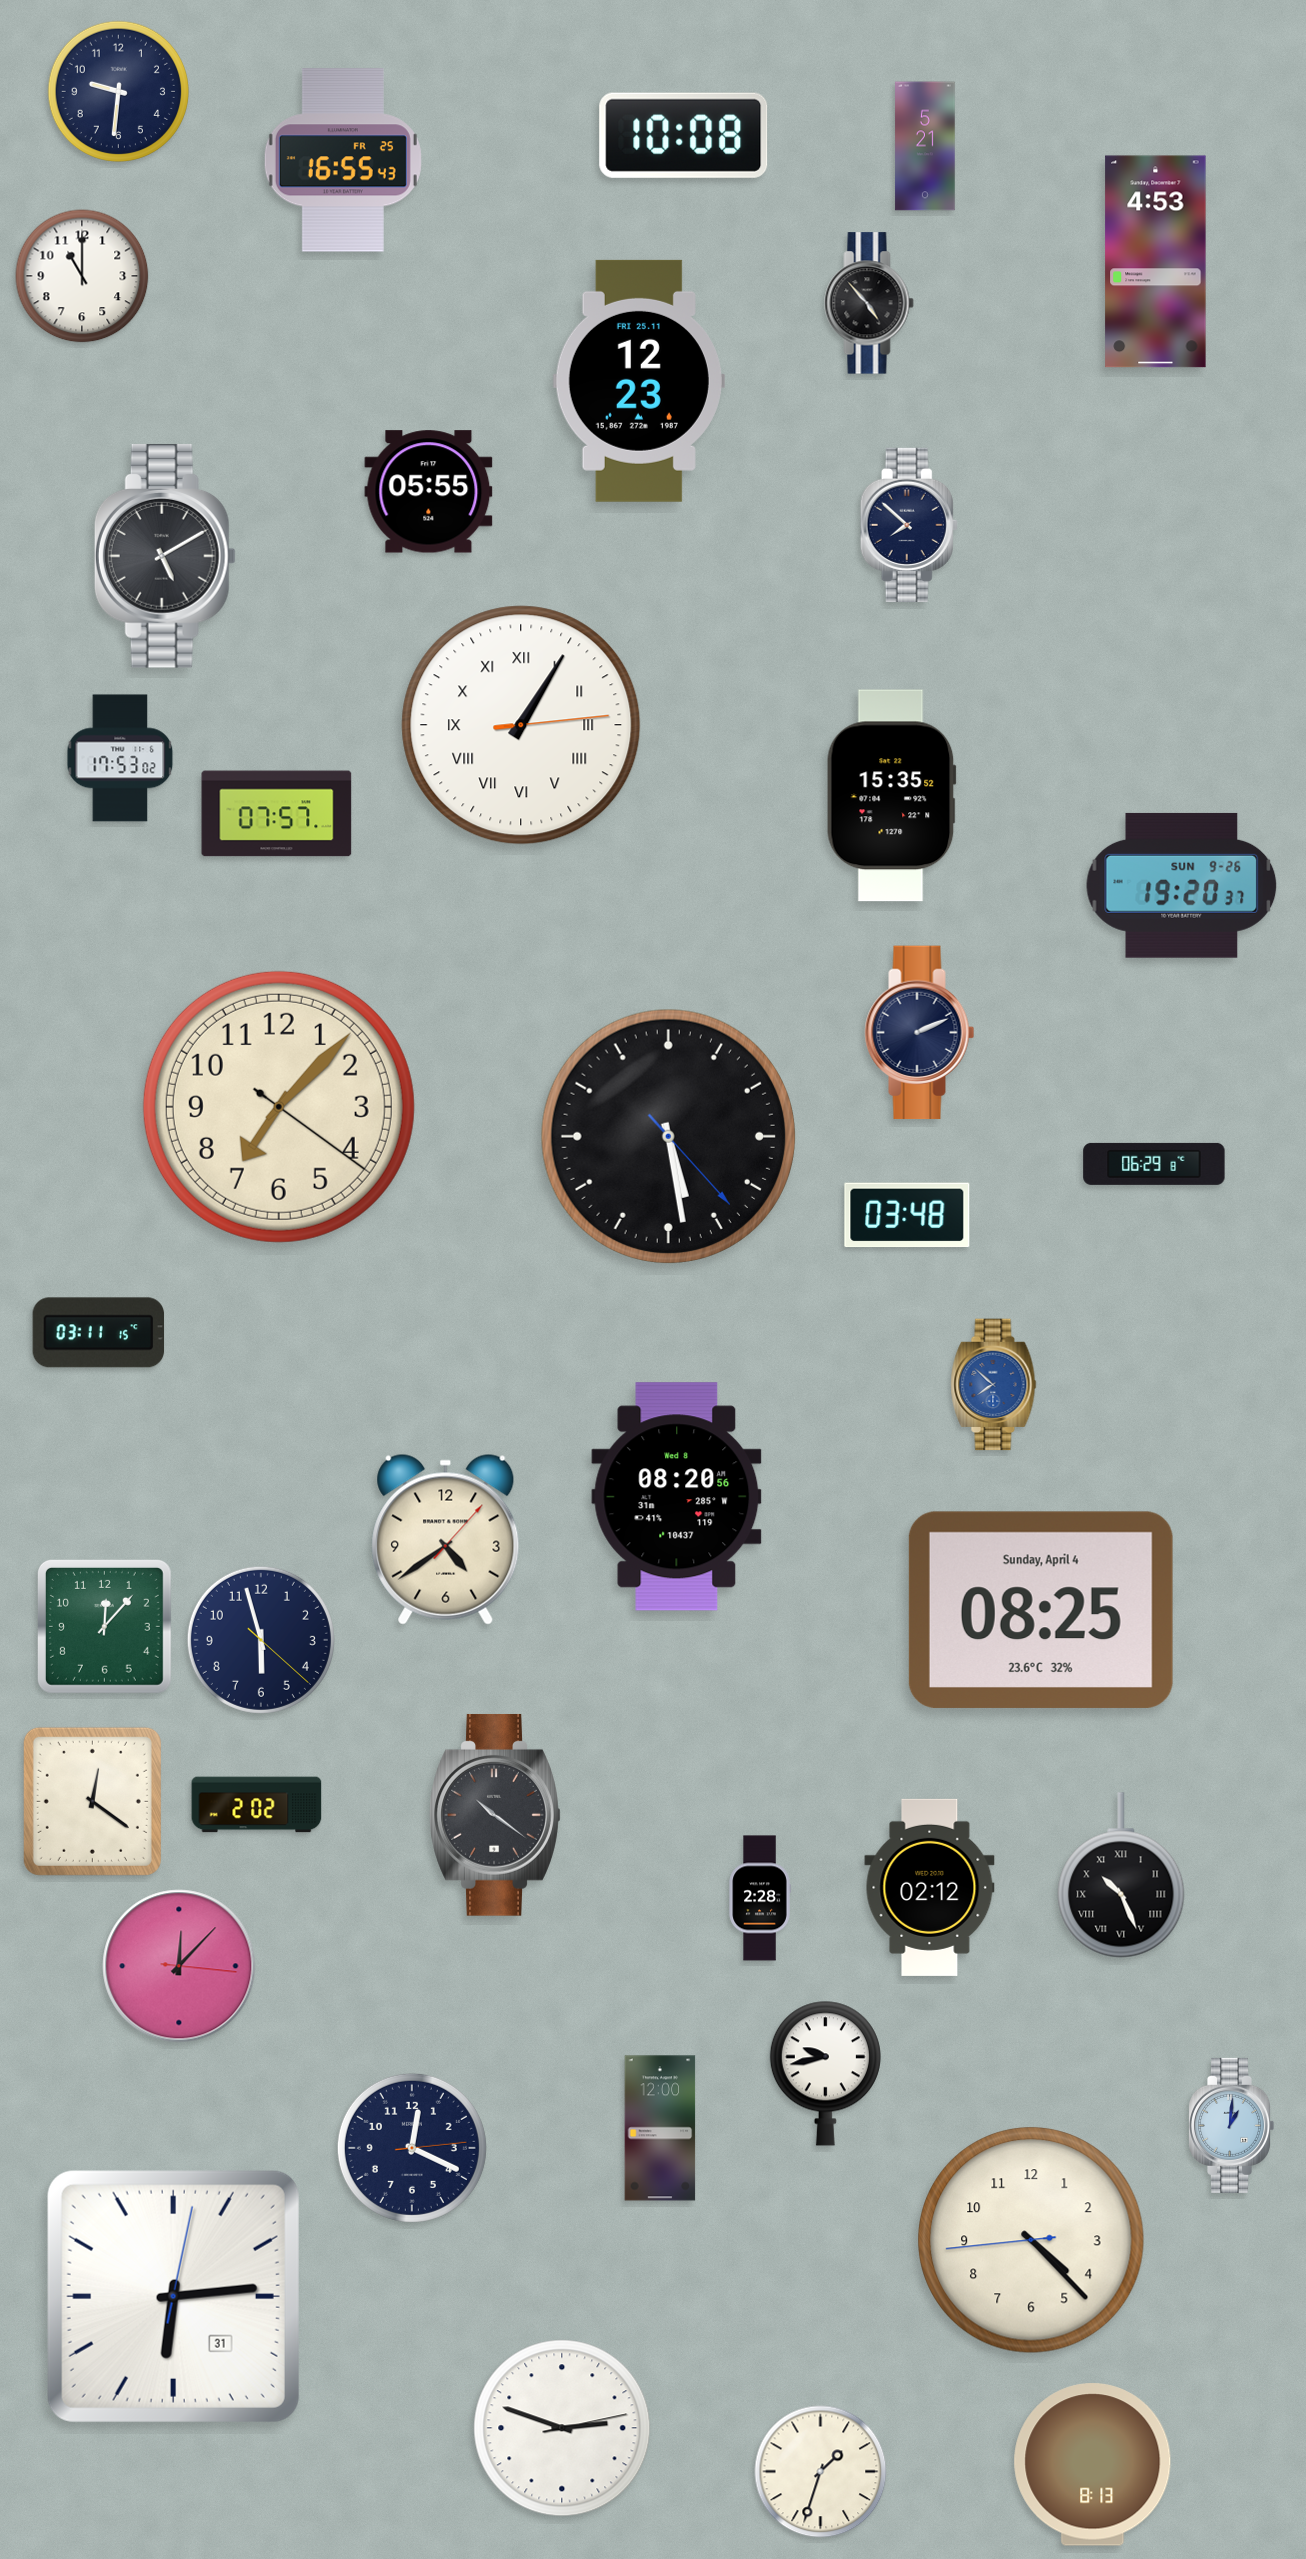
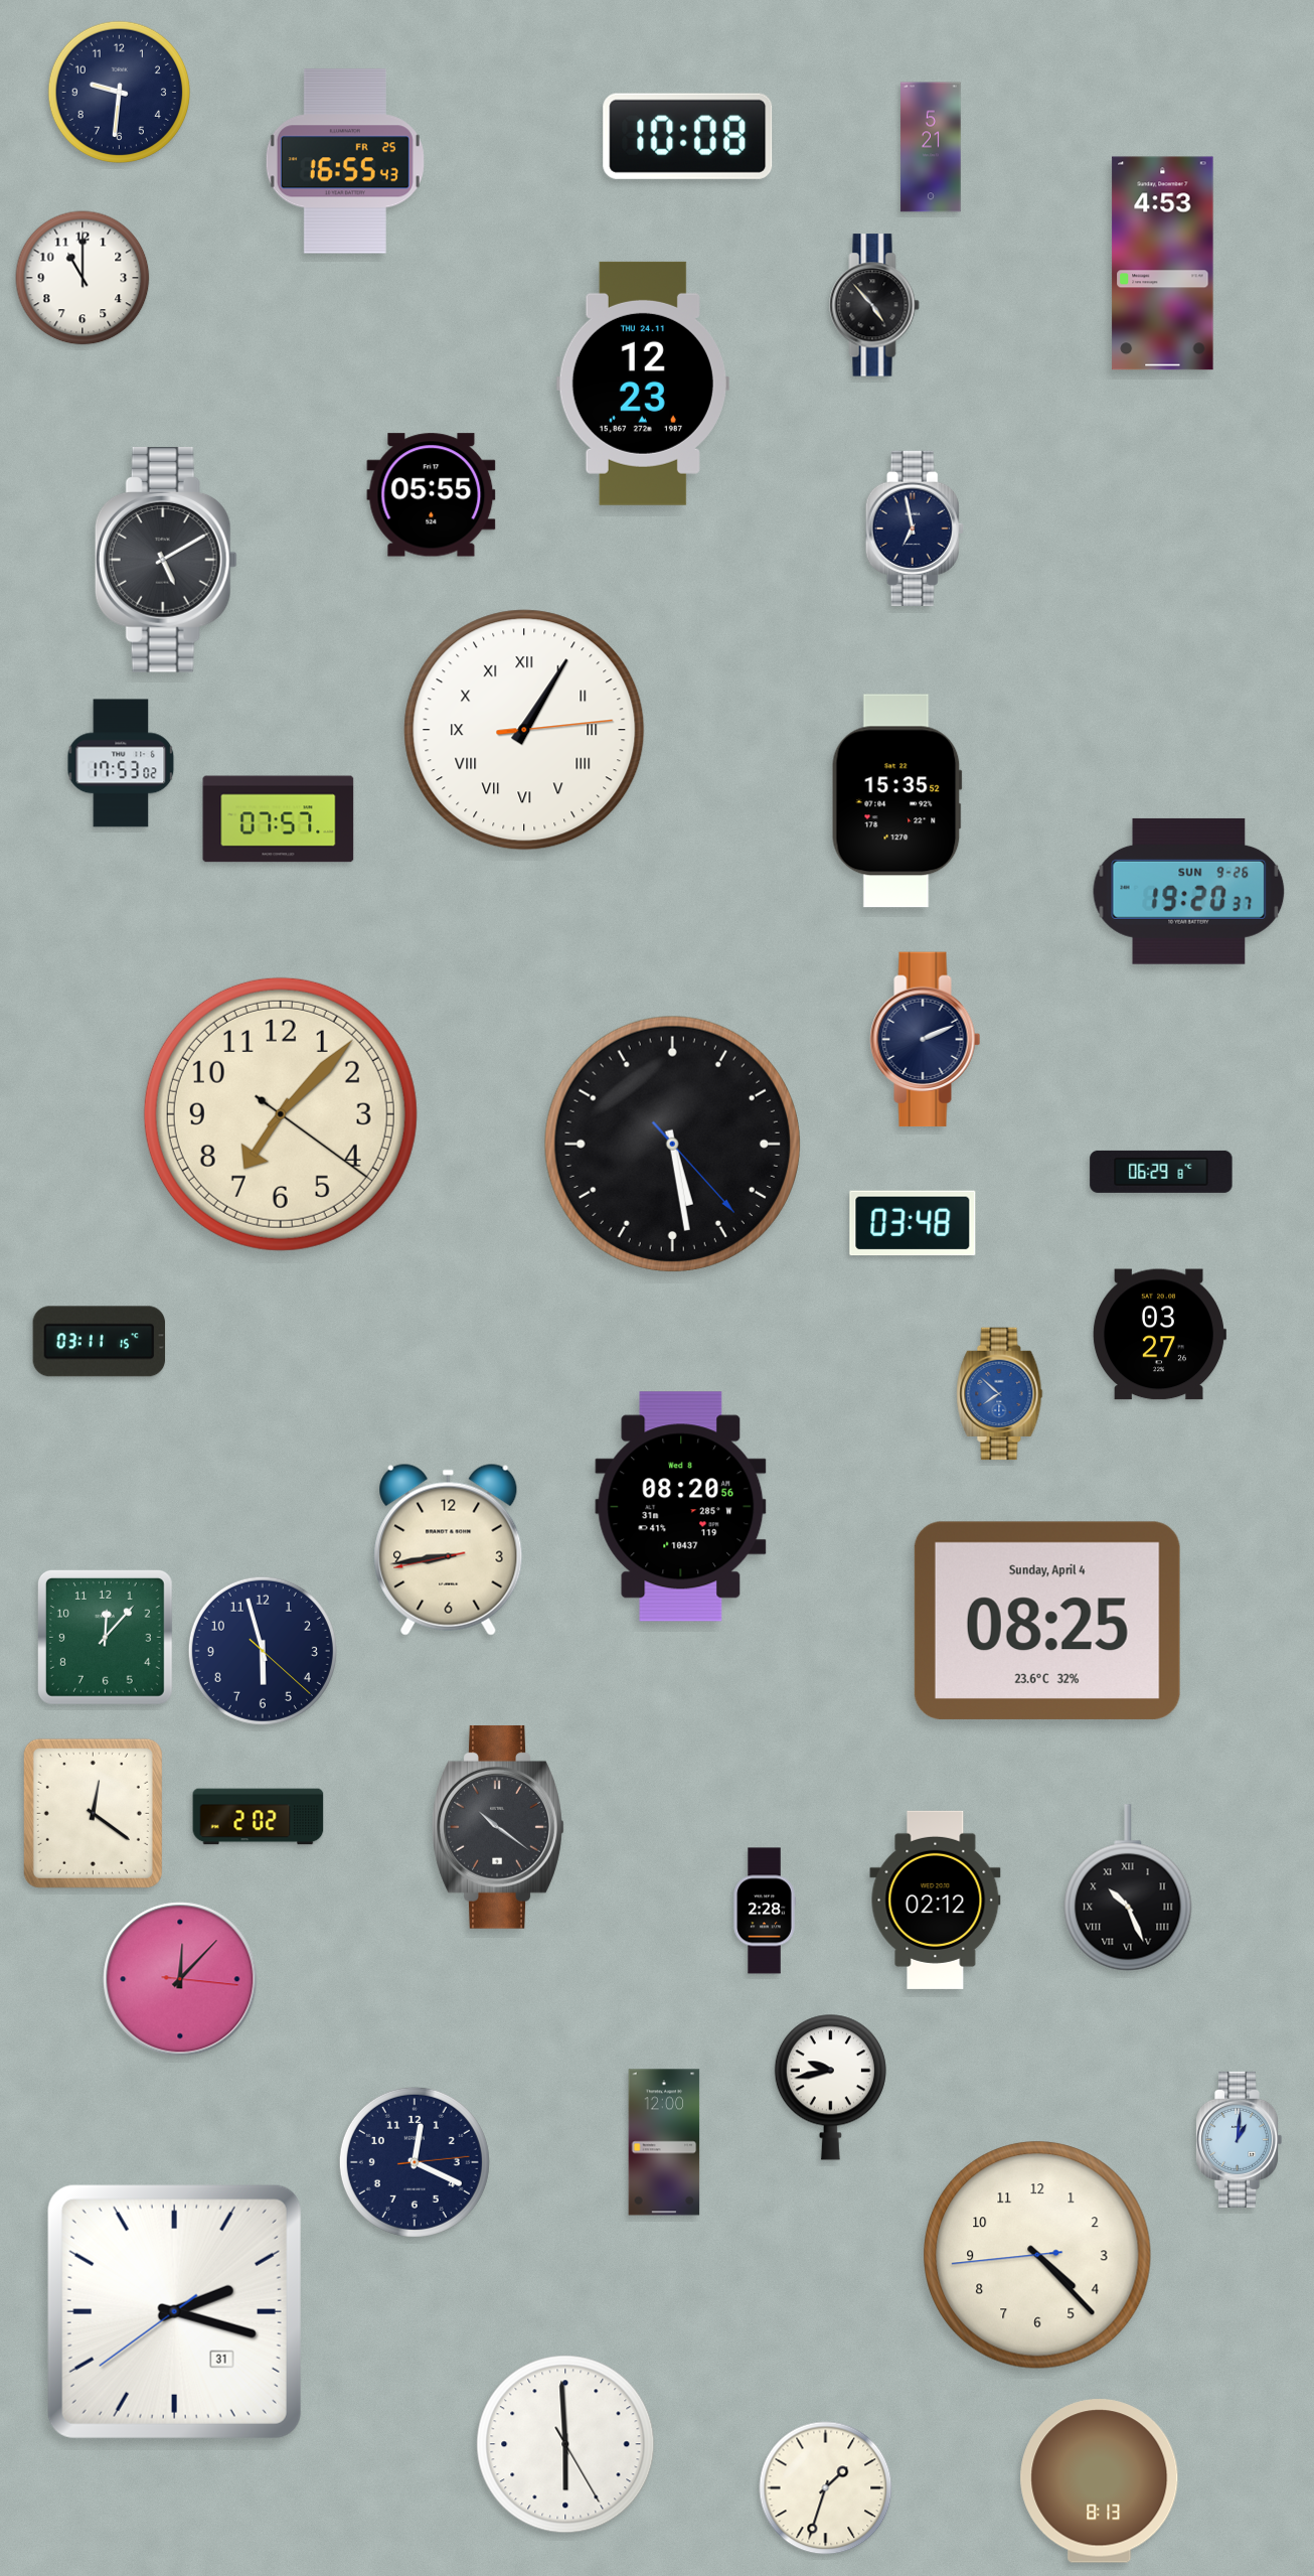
clock at (639, 381) date: FRI 25.11 -> THU 24.11
clock at (909, 525): 7:52 -> 6:58
clock at (1159, 1335): none -> 03:27
clock at (446, 1539): 4:39 -> 8:43
clock at (173, 2296): 6:14 -> 2:17
clock at (562, 2428): 2:48 -> 5:59
